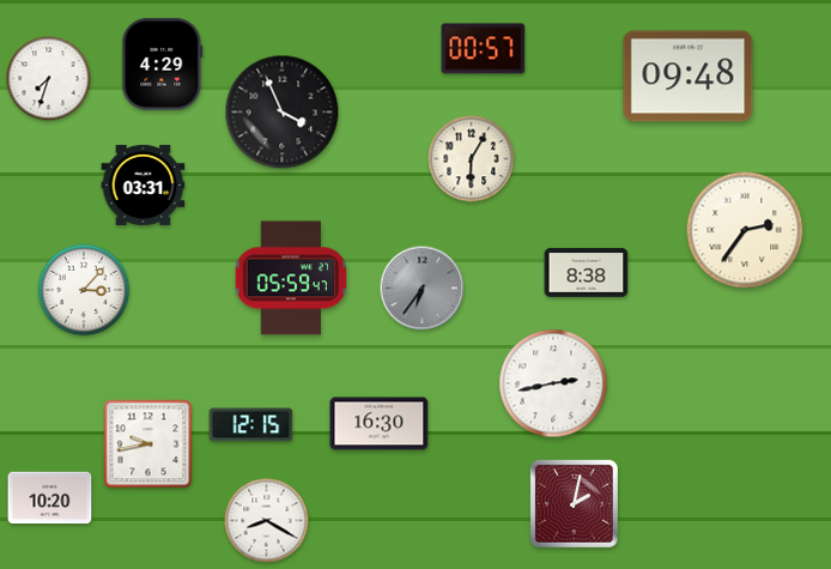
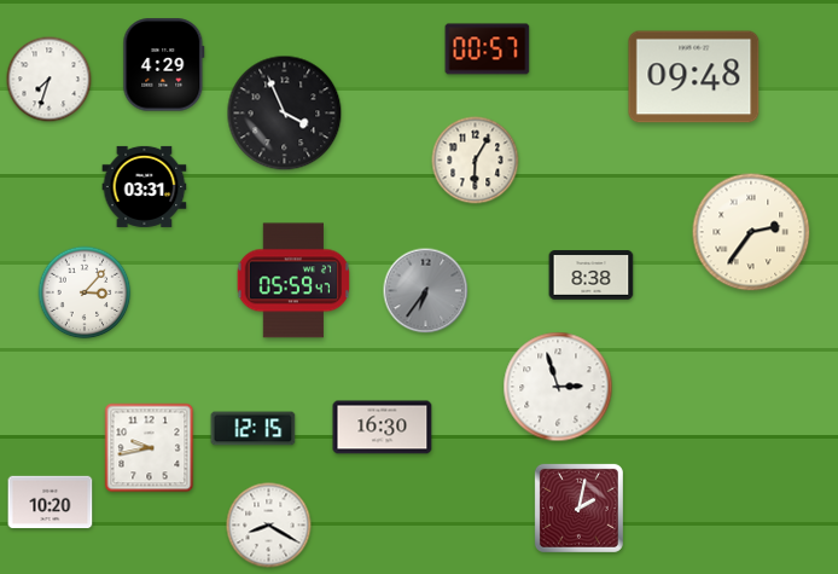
clock at (553, 383): 2:43 -> 2:57
